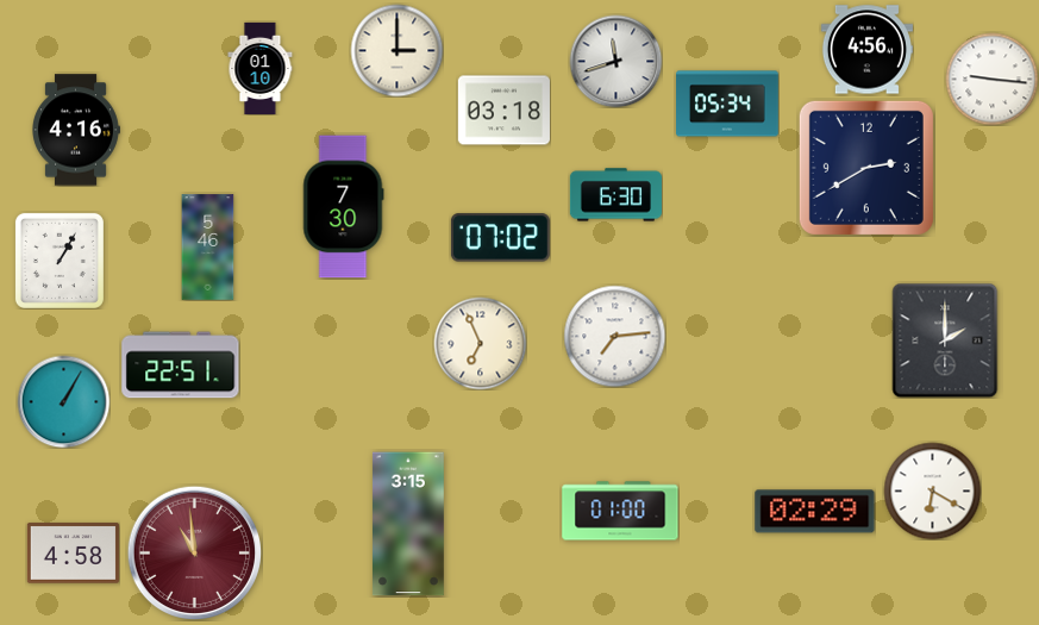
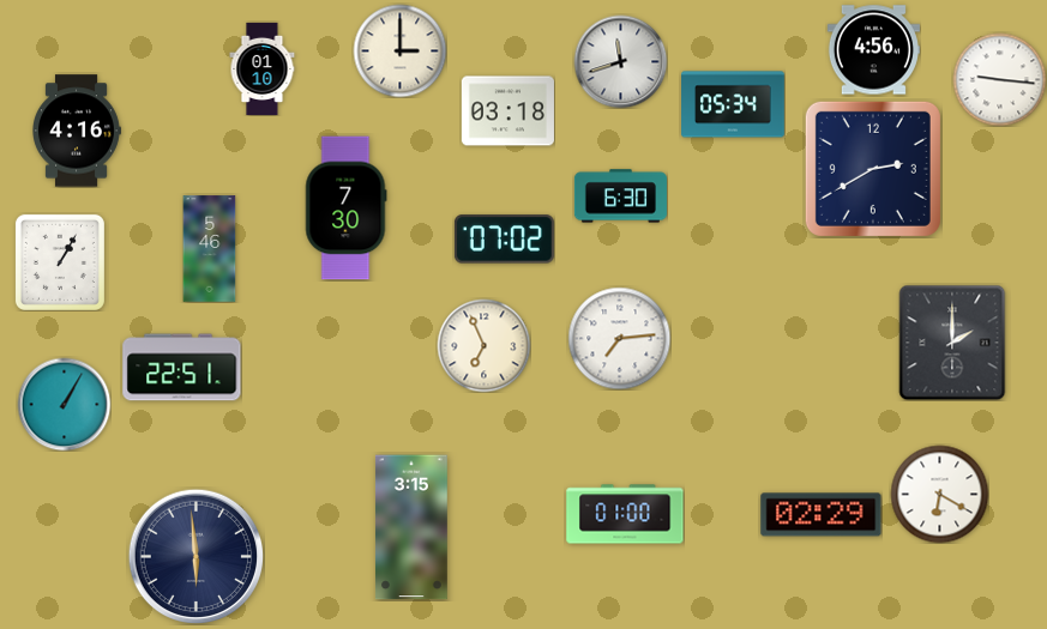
clock at (194, 552): 10:59 -> 5:59
clock at (194, 552) dial: burgundy -> navy
clock at (73, 554): 4:58 -> none
